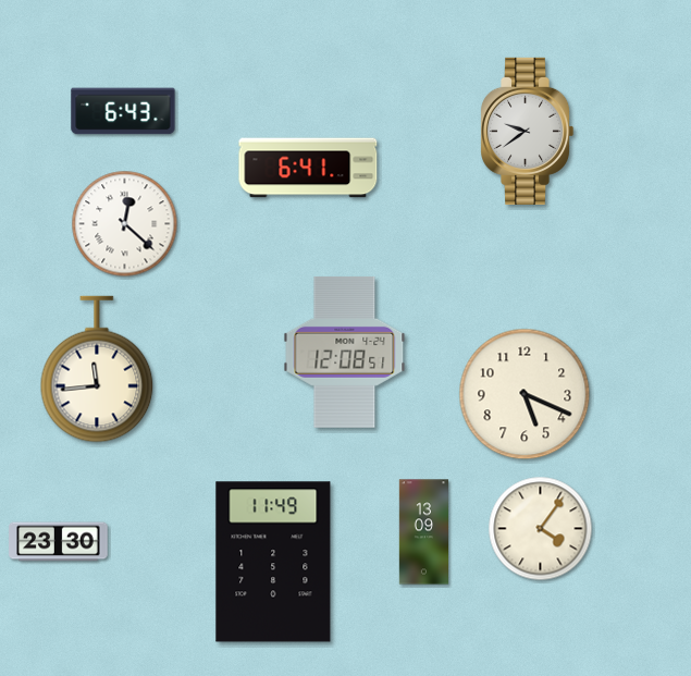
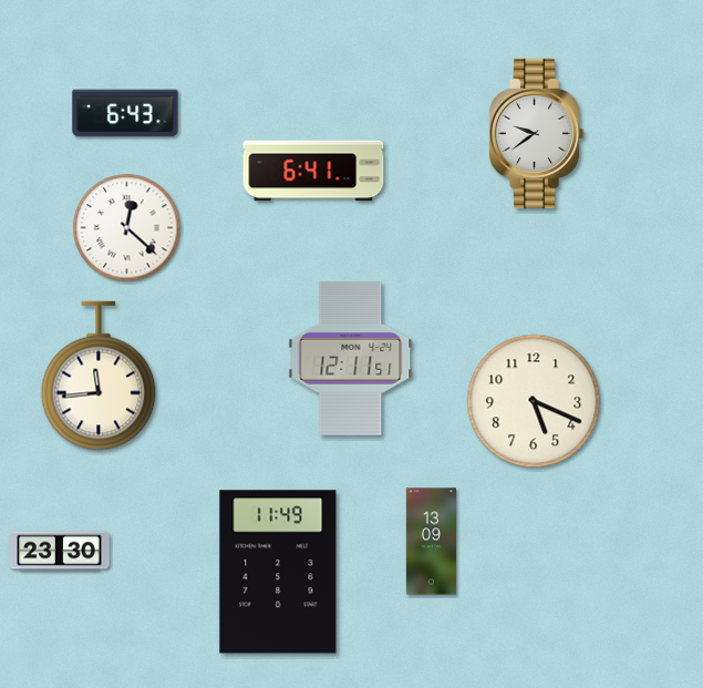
clock at (345, 352): 12:08 -> 12:11
clock at (541, 529): 4:06 -> none
